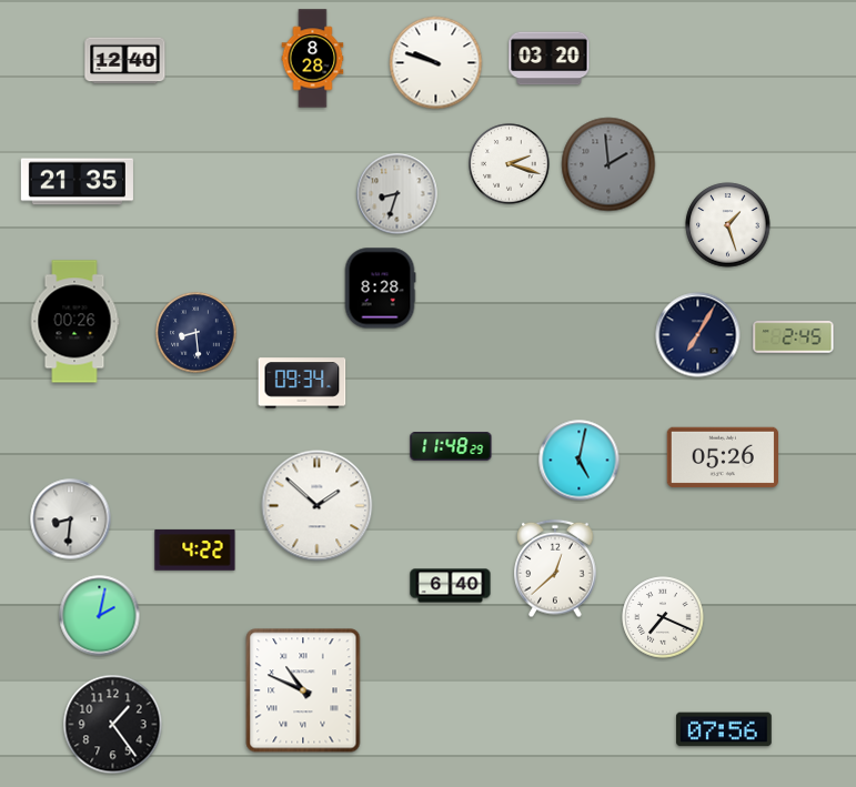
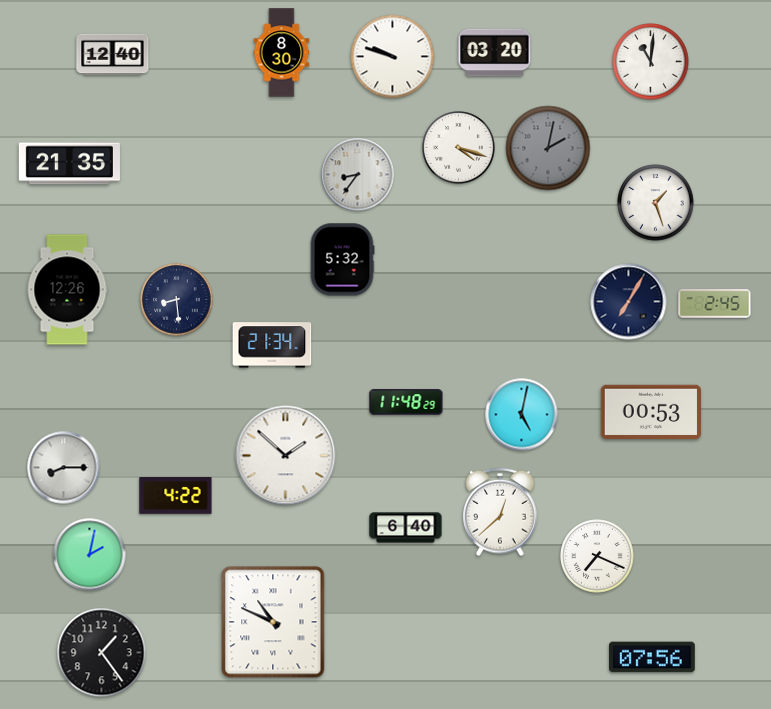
clock at (313, 59): 8:28 -> 8:30
clock at (651, 62): none -> 11:01
clock at (510, 164): 2:18 -> 4:18
clock at (608, 164): 1:59 -> 2:02
clock at (397, 194): 8:33 -> 8:36
clock at (380, 289): 8:28 -> 5:32
clock at (74, 322): 00:26 -> 12:26
clock at (302, 383): 09:34 -> 21:34
clock at (722, 457): 05:26 -> 00:53
clock at (71, 519): 8:31 -> 8:15
